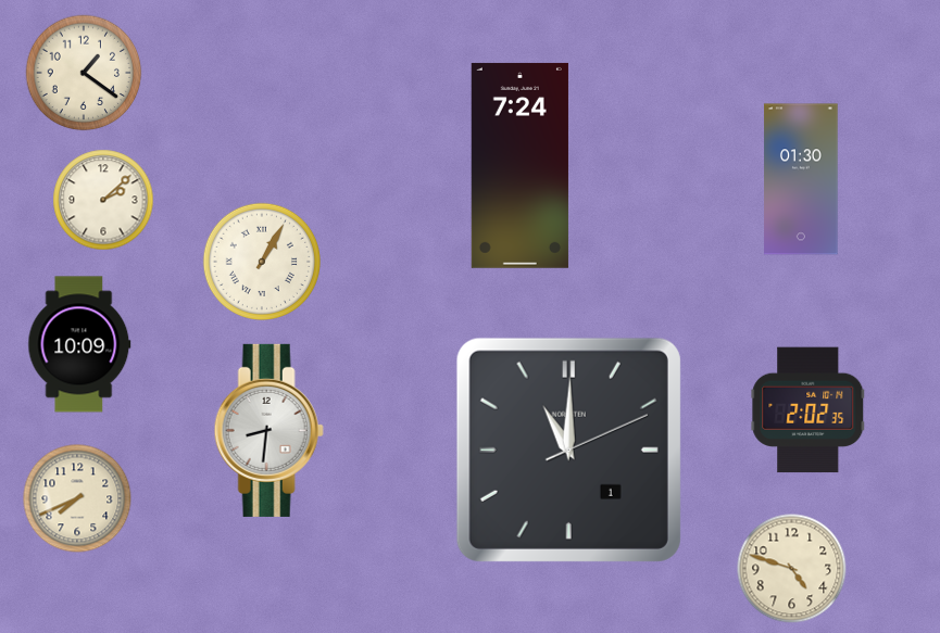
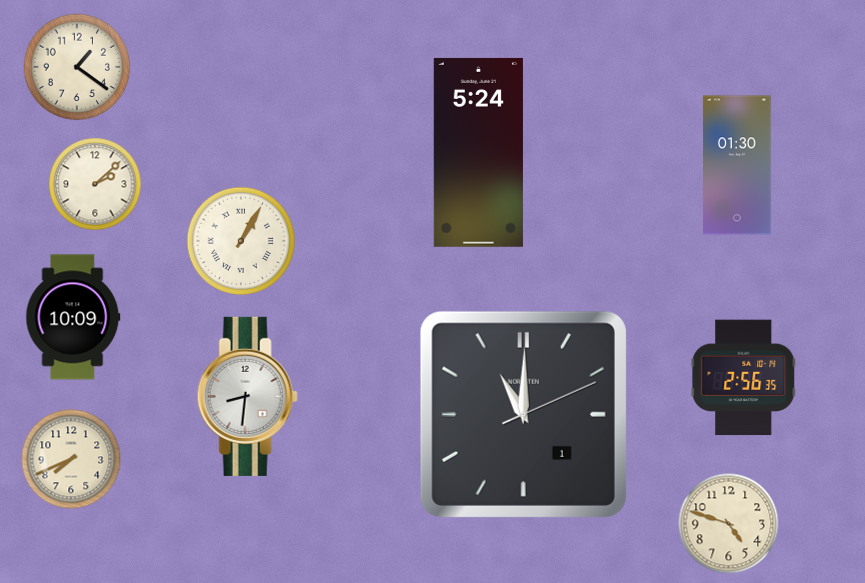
clock at (519, 165): 7:24 -> 5:24
clock at (809, 410): 2:02 -> 2:56
